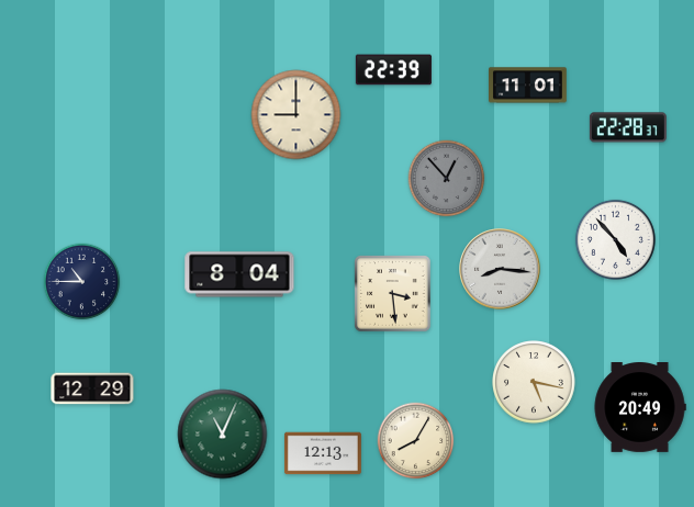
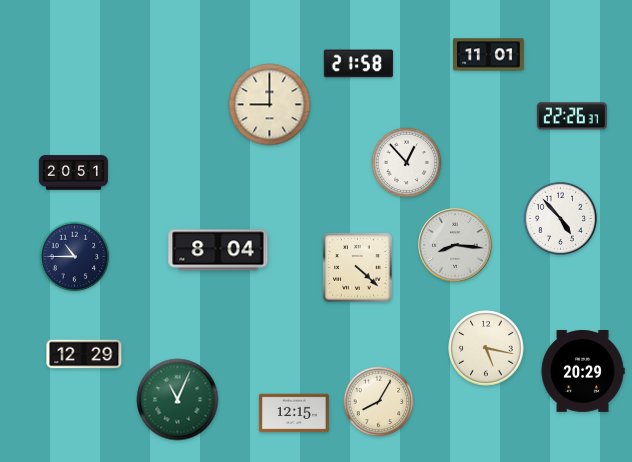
clock at (393, 70): 22:39 -> 21:58
clock at (528, 86) position: (528, 86) -> (489, 55)
clock at (628, 127): 22:28 -> 22:26
clock at (447, 179) dial: grey -> white
clock at (73, 173): none -> 20:51
clock at (393, 294): 3:29 -> 4:22
clock at (640, 408): 20:49 -> 20:29
clock at (223, 435) position: (223, 435) -> (178, 400)
clock at (323, 453): 12:13 -> 12:15
